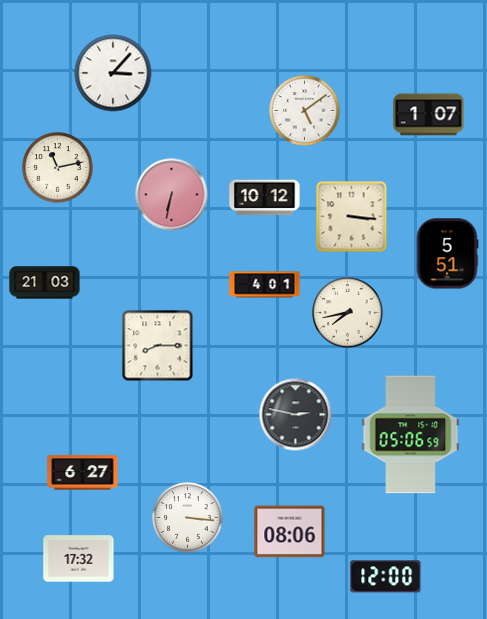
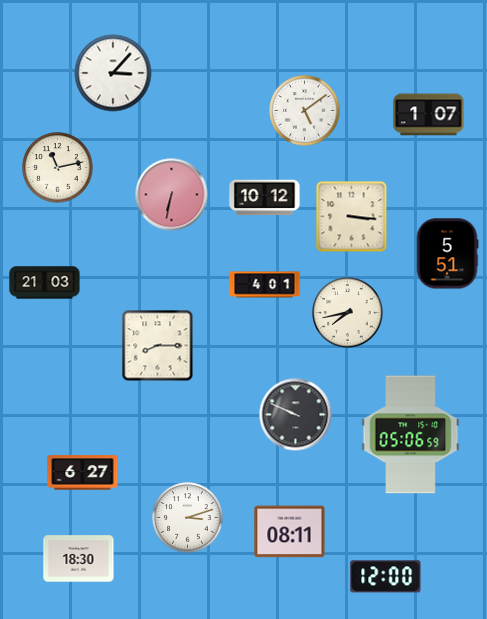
clock at (296, 415): 2:47 -> 9:49
clock at (188, 518): 3:16 -> 3:12
clock at (290, 532): 08:06 -> 08:11
clock at (79, 559): 17:32 -> 18:30
